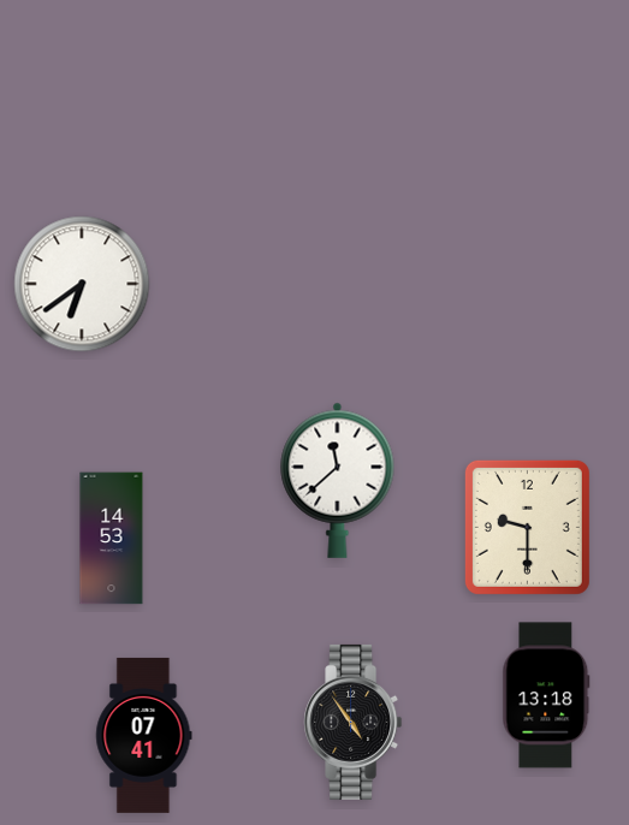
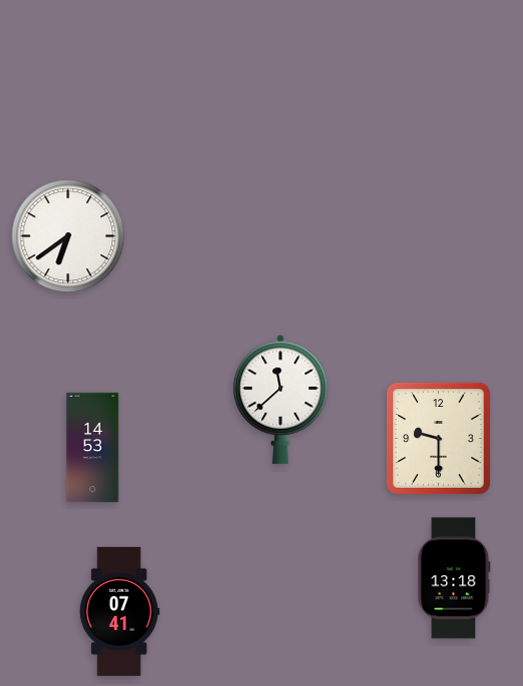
clock at (354, 722): 4:54 -> none
